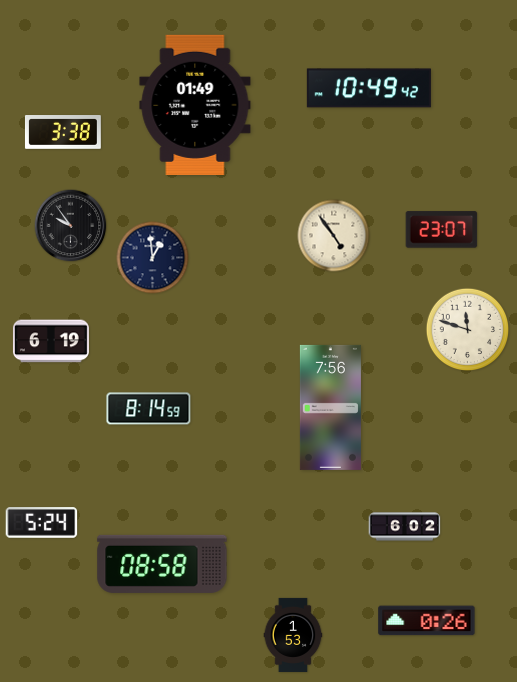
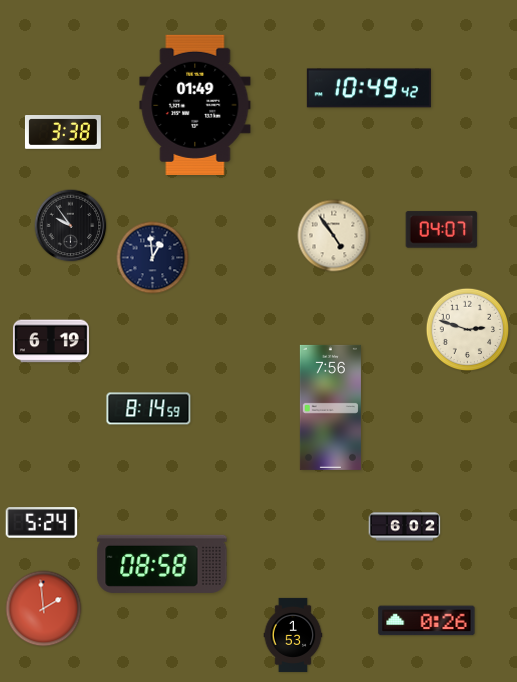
clock at (442, 230): 23:07 -> 04:07
clock at (468, 330): 11:48 -> 2:48
clock at (44, 609): none -> 1:59
